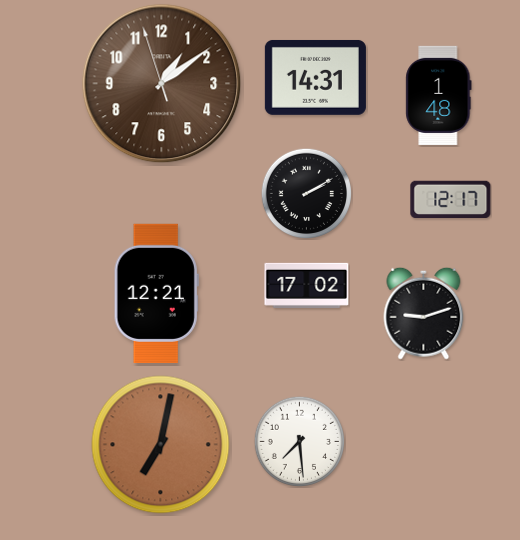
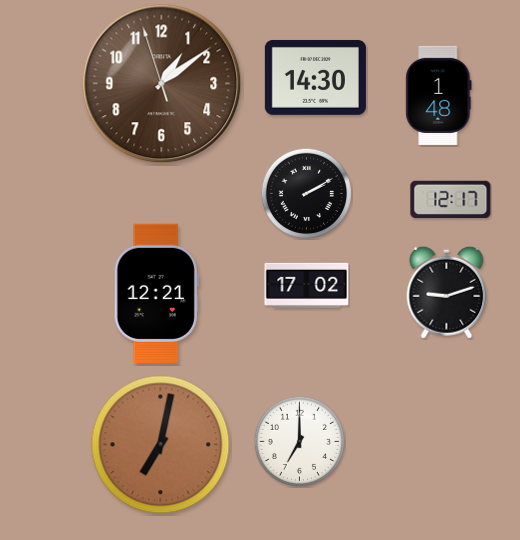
clock at (315, 77): 14:31 -> 14:30
clock at (424, 313) position: (424, 313) -> (447, 292)
clock at (299, 441): 7:29 -> 7:00
